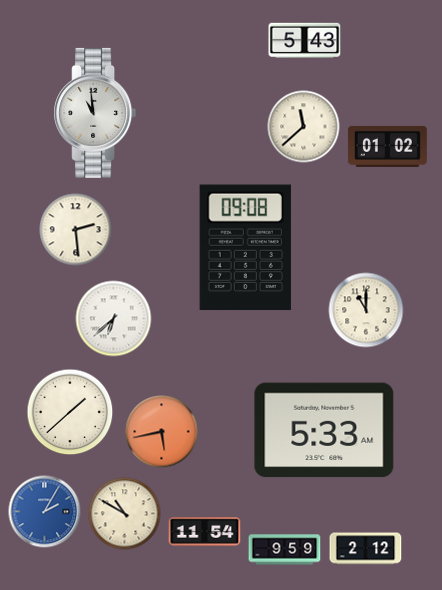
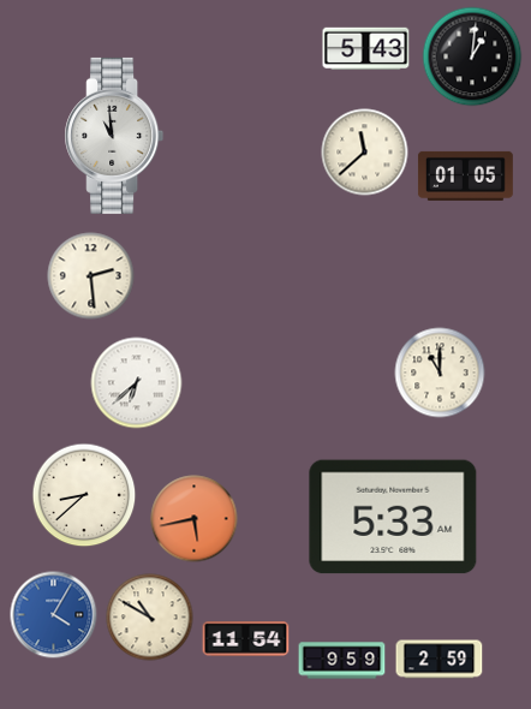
clock at (472, 56): none -> 1:01
clock at (387, 146): 01:02 -> 01:05
clock at (245, 248): 09:08 -> none
clock at (70, 412): 1:38 -> 8:38
clock at (324, 430) position: (324, 430) -> (393, 517)
clock at (45, 512): 2:05 -> 4:05
clock at (366, 549): 2:12 -> 2:59
